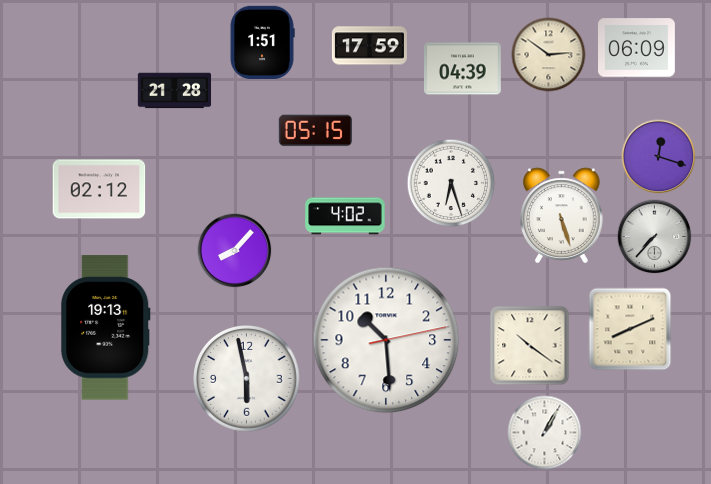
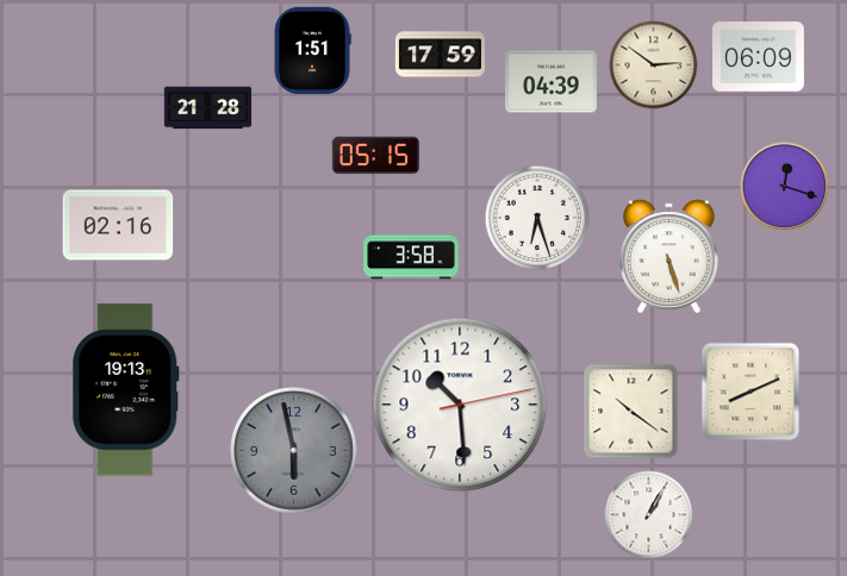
clock at (99, 189): 02:12 -> 02:16
clock at (345, 216): 4:02 -> 3:58
clock at (655, 237): 7:37 -> none
clock at (235, 251): 8:07 -> none
clock at (247, 379) dial: white -> grey
